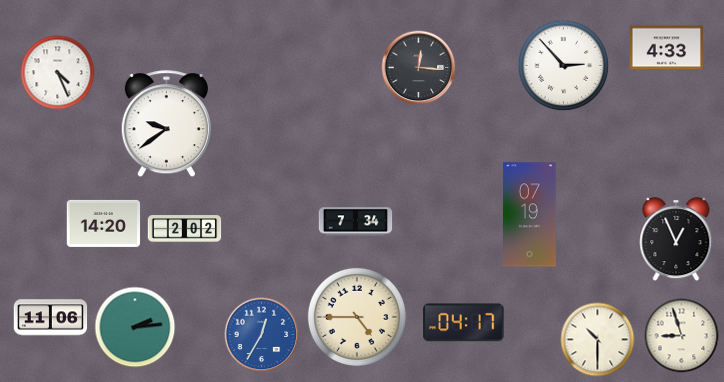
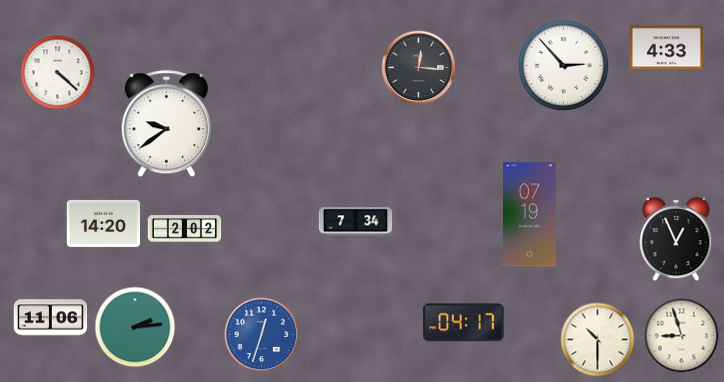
clock at (58, 73): 4:26 -> 4:22
clock at (357, 317): 4:45 -> none
clock at (262, 335): 12:35 -> 12:33
